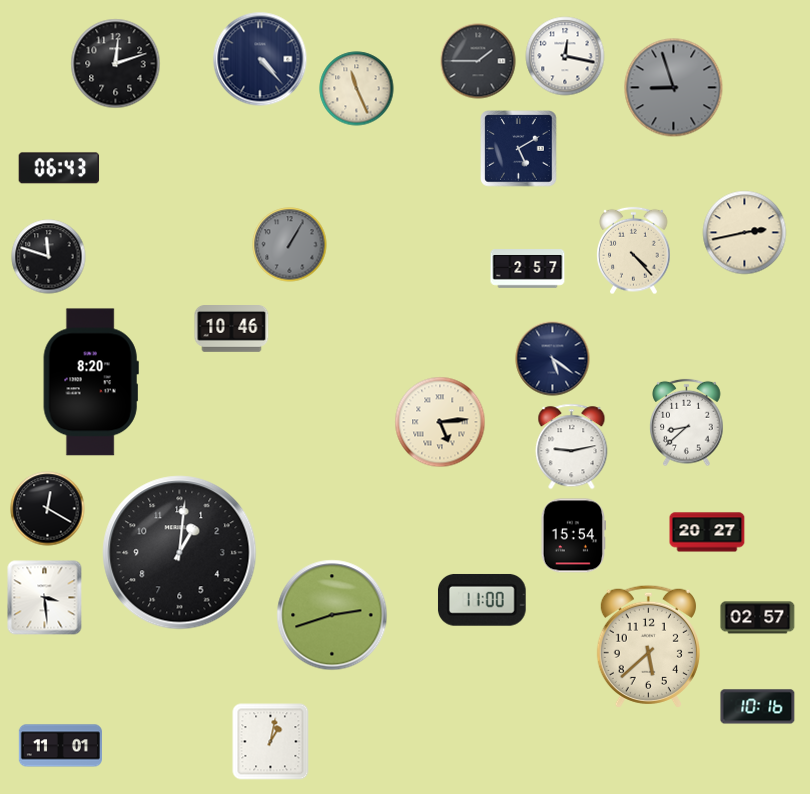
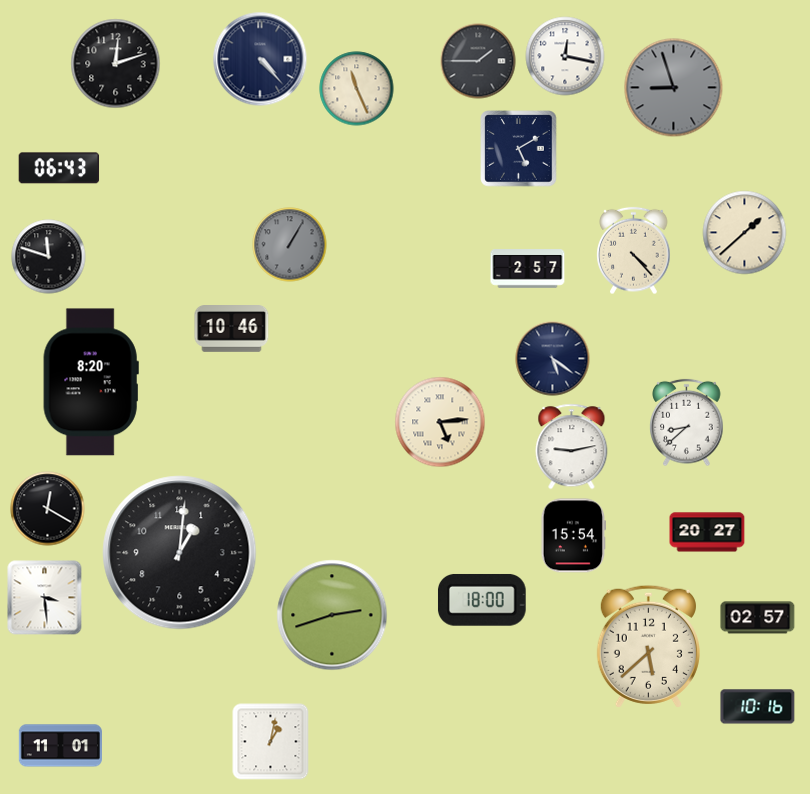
clock at (745, 233): 2:43 -> 1:38
clock at (482, 600): 11:00 -> 18:00
